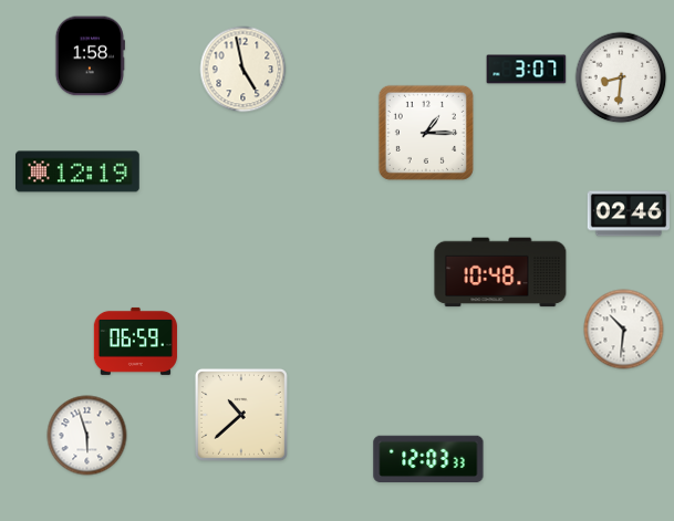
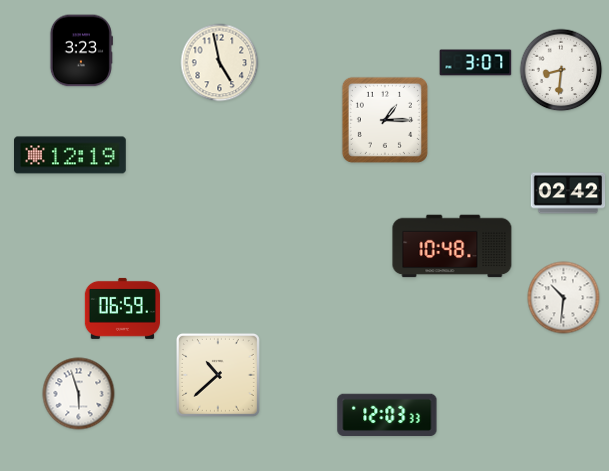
clock at (90, 56): 1:58 -> 3:23
clock at (629, 213): 02:46 -> 02:42
